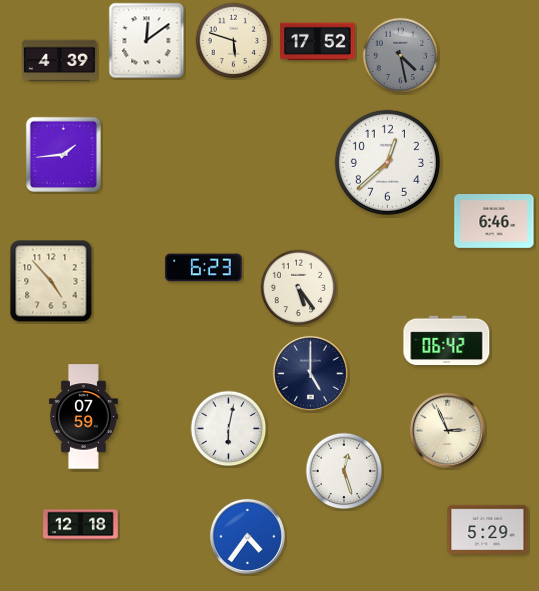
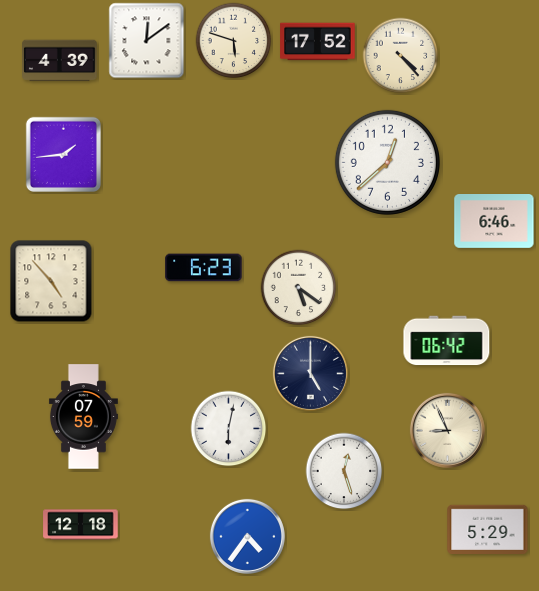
clock at (401, 56): 4:28 -> 4:23
clock at (401, 56) dial: grey -> cream
clock at (299, 288): 5:24 -> 5:21
clock at (447, 430): 2:56 -> 8:56
